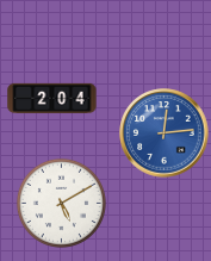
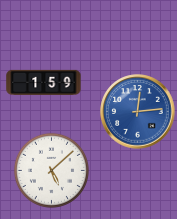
clock at (52, 98): 2:04 -> 1:59
clock at (61, 203): 5:10 -> 5:08
